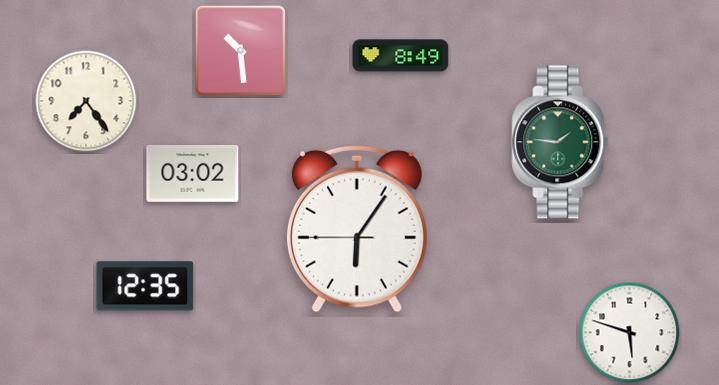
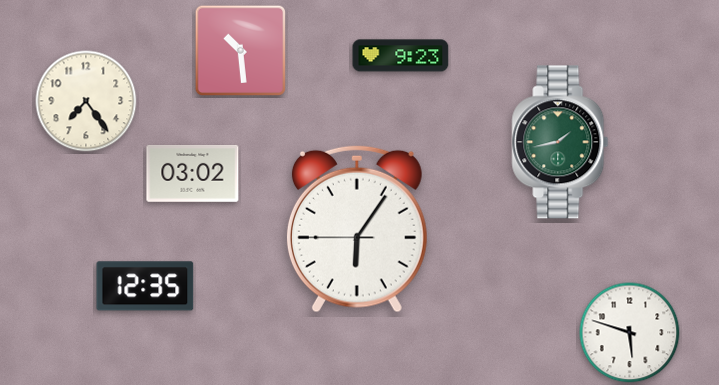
clock at (401, 56): 8:49 -> 9:23
clock at (560, 142): 1:46 -> 1:43
